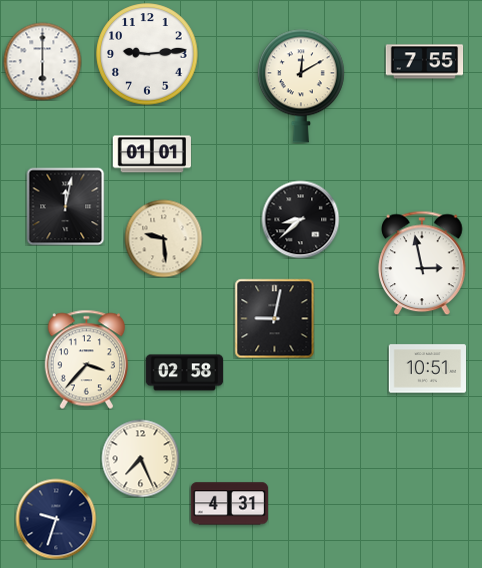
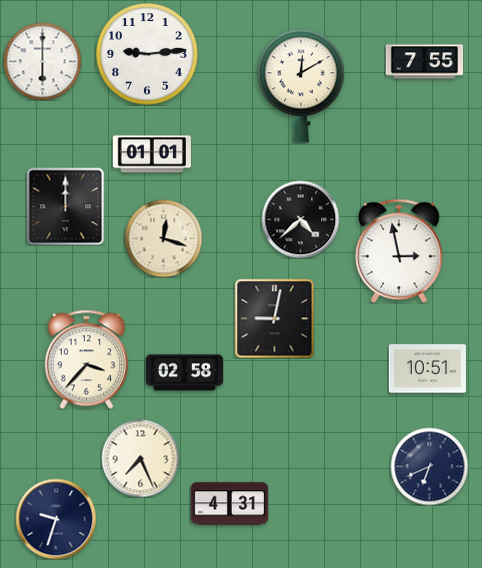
clock at (65, 206): 12:02 -> 12:00
clock at (300, 219): 8:38 -> 4:38
clock at (163, 238): 9:29 -> 12:18
clock at (422, 263) position: (422, 263) -> (399, 251)
clock at (429, 466): none -> 6:41
